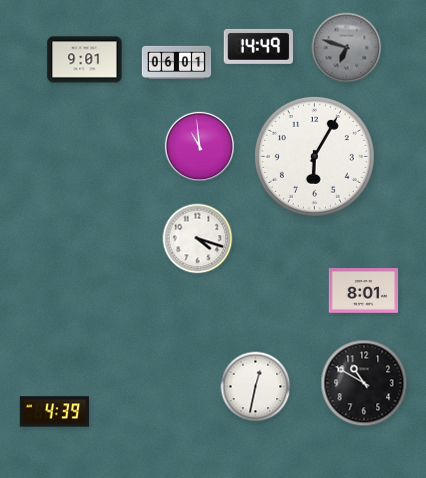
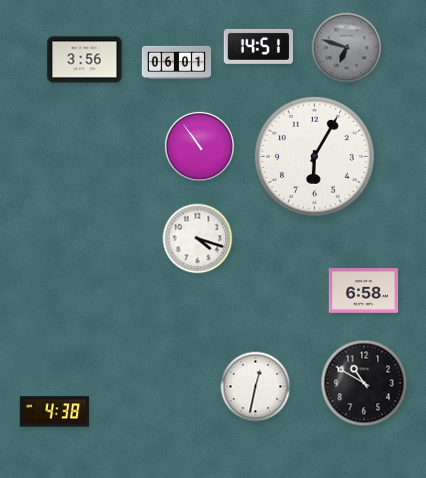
clock at (258, 46): 14:49 -> 14:51
clock at (85, 60): 9:01 -> 3:56
clock at (199, 146): 10:59 -> 10:54
clock at (364, 291): 8:01 -> 6:58
clock at (54, 412): 4:39 -> 4:38
